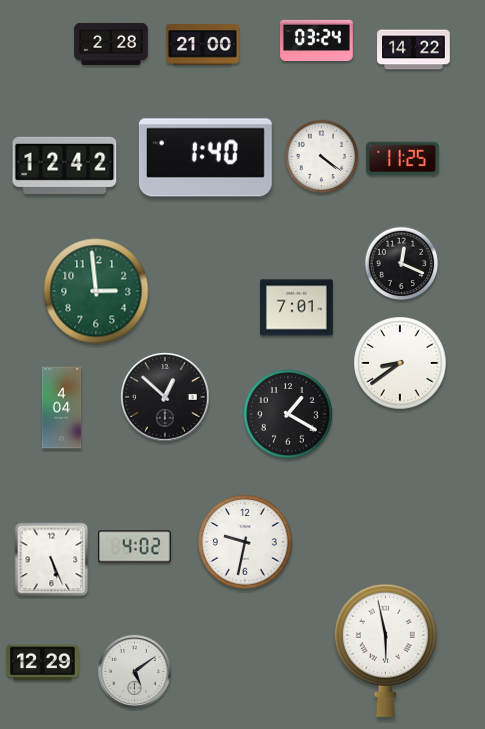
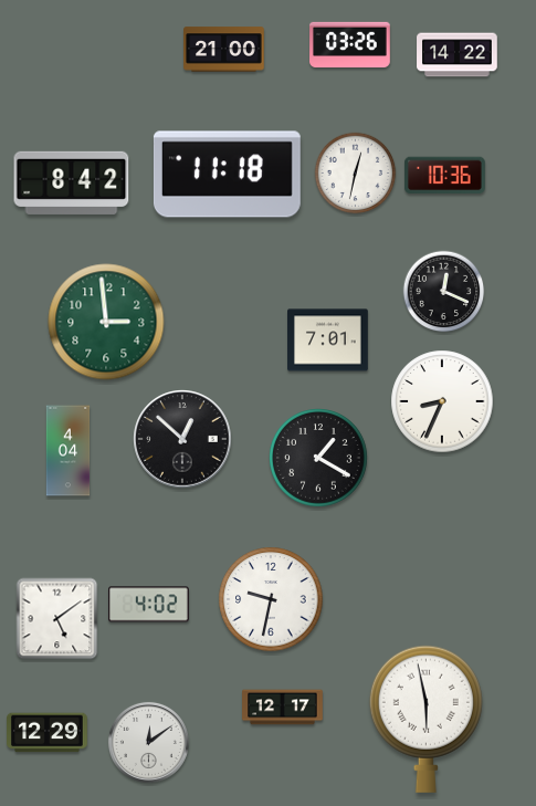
clock at (317, 41): 03:24 -> 03:26
clock at (111, 44): 2:28 -> none
clock at (322, 157): 4:21 -> 12:32
clock at (205, 158): 1:40 -> 11:18
clock at (402, 159): 11:25 -> 10:36
clock at (65, 165): 12:42 -> 8:42
clock at (400, 363): 8:39 -> 8:34
clock at (52, 560): 5:26 -> 5:09
clock at (283, 708): none -> 12:17
clock at (134, 671): 5:09 -> 12:09
